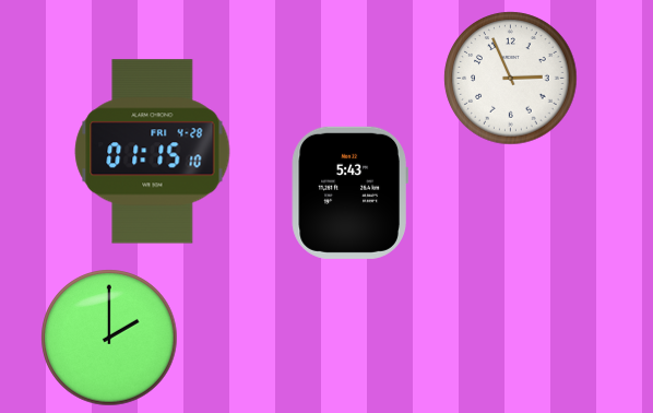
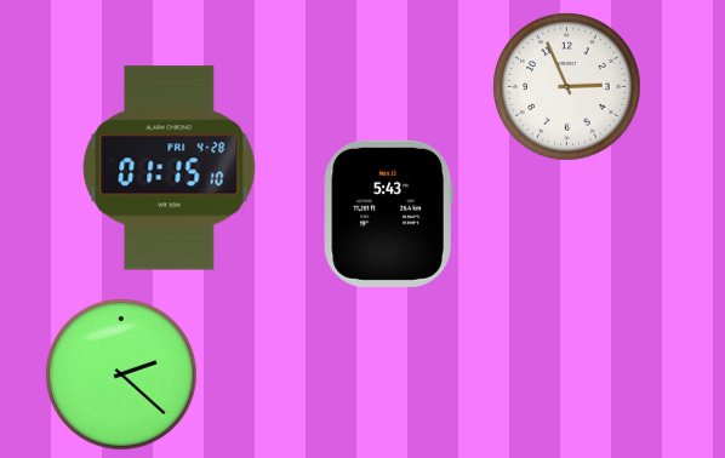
clock at (109, 338): 2:00 -> 2:22
